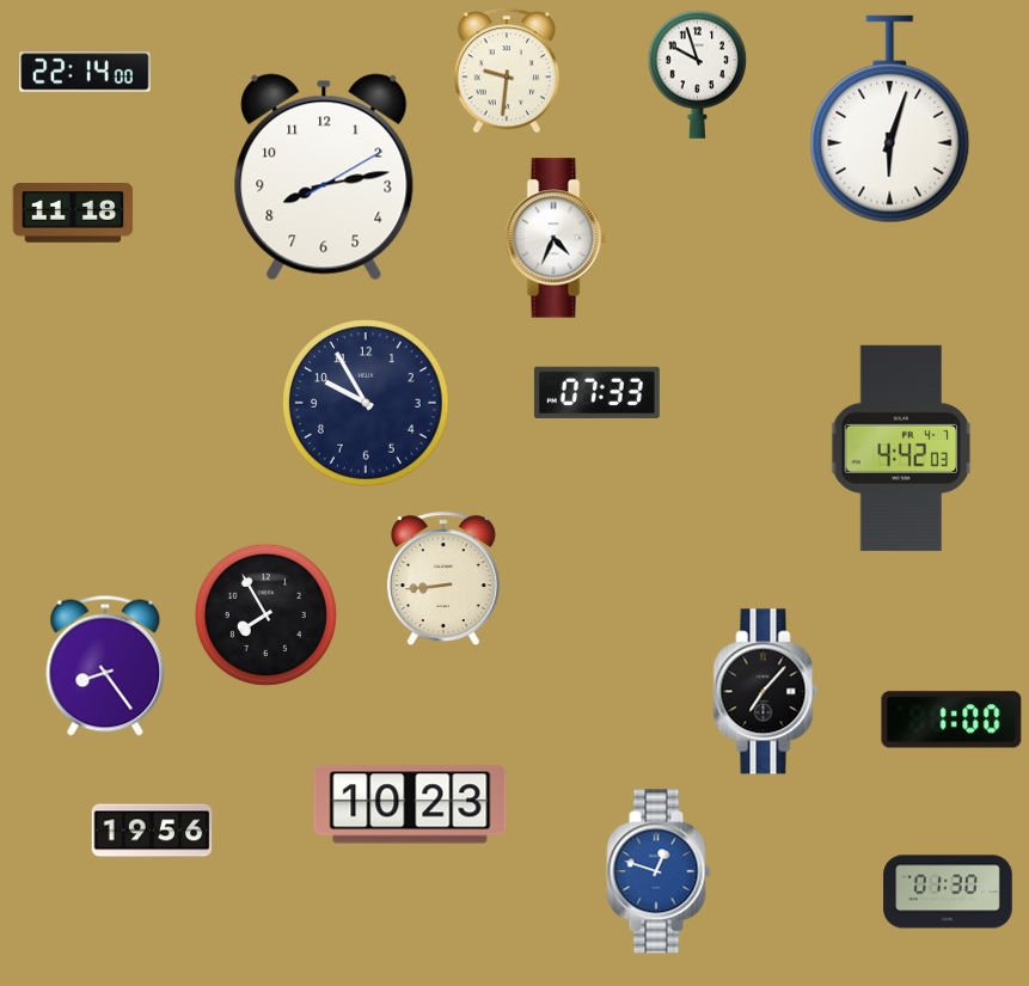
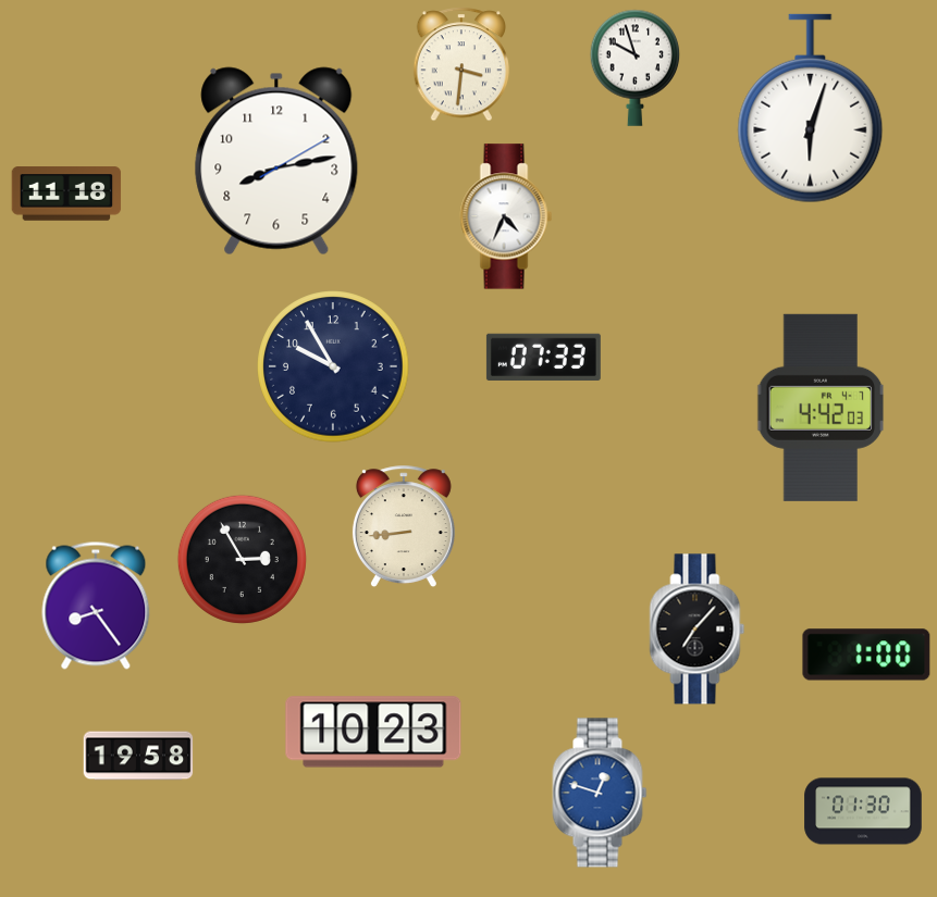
clock at (507, 71): 9:31 -> 3:31
clock at (85, 72): 22:14 -> none
clock at (324, 177) position: (324, 177) -> (276, 161)
clock at (265, 614): 7:55 -> 2:55
clock at (152, 831): 19:56 -> 19:58
